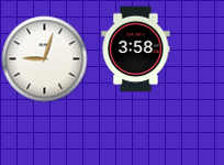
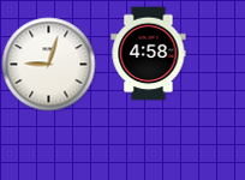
clock at (136, 48): 3:58 -> 4:58
